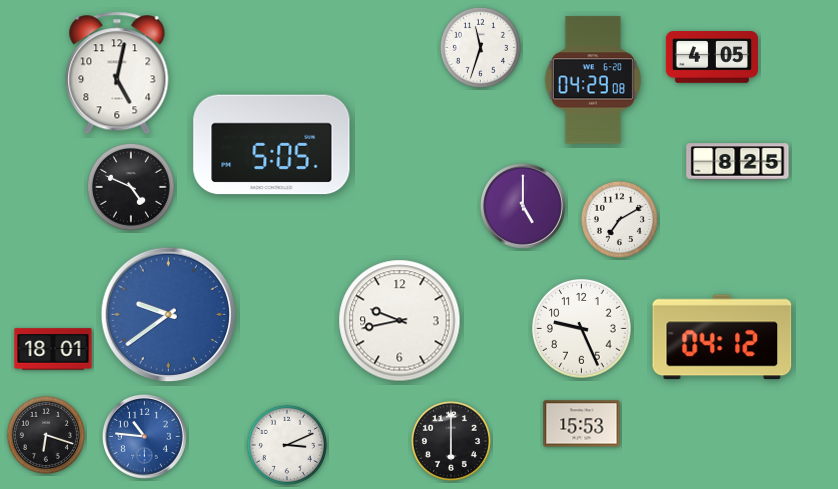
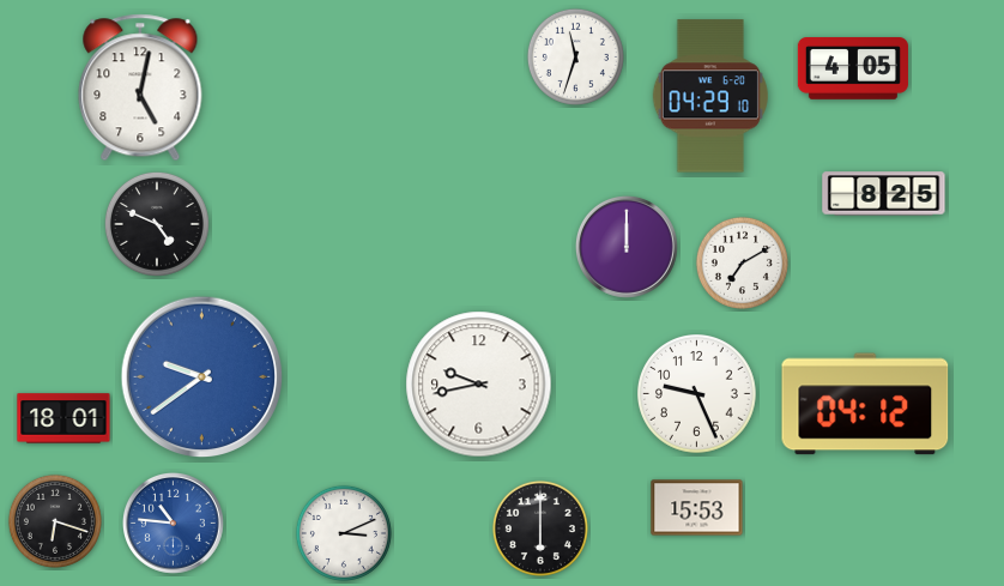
clock at (593, 80): 04:29:08 -> 04:29:10
clock at (272, 145): 5:05 -> none
clock at (523, 206): 5:00 -> 12:00
